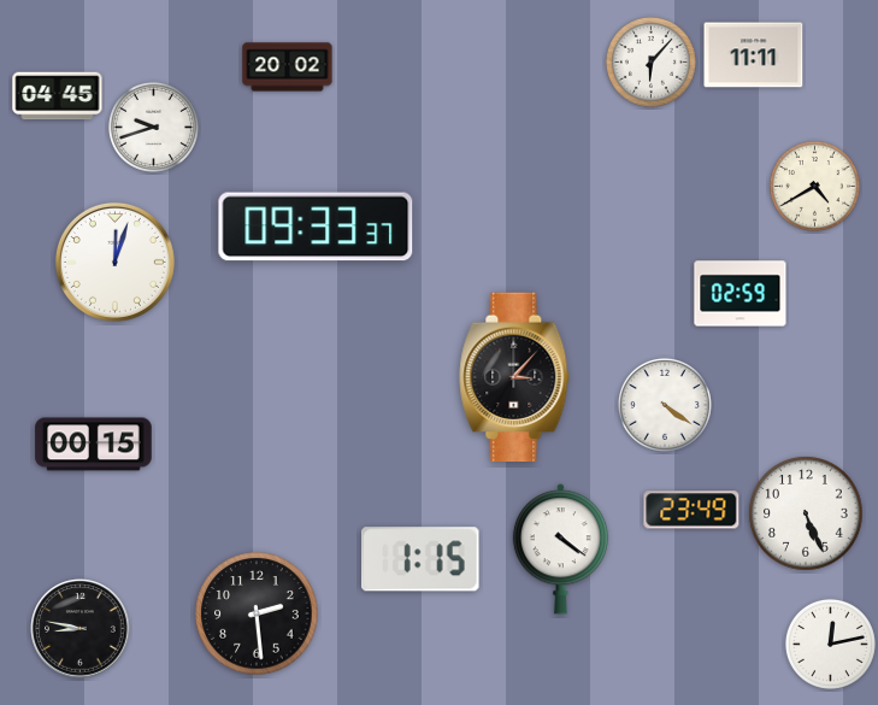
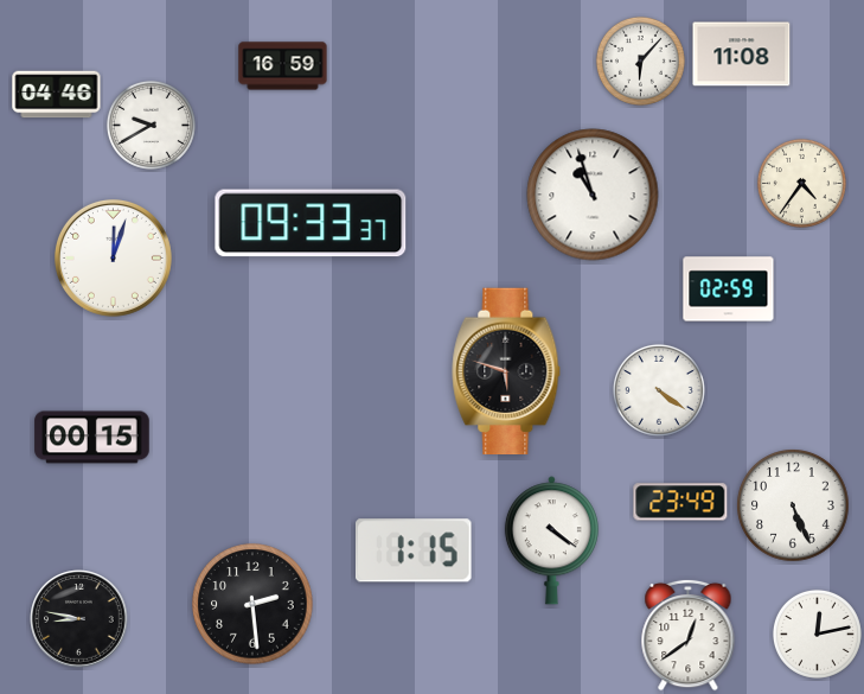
clock at (754, 55): 11:11 -> 11:08
clock at (288, 67): 20:02 -> 16:59
clock at (58, 96): 04:45 -> 04:46
clock at (153, 127): 9:42 -> 9:40
clock at (814, 186): 4:40 -> 4:36
clock at (593, 195): none -> 10:57
clock at (514, 377): 3:07 -> 5:48
clock at (665, 405) position: (665, 405) -> (659, 390)
clock at (689, 635): none -> 12:39
